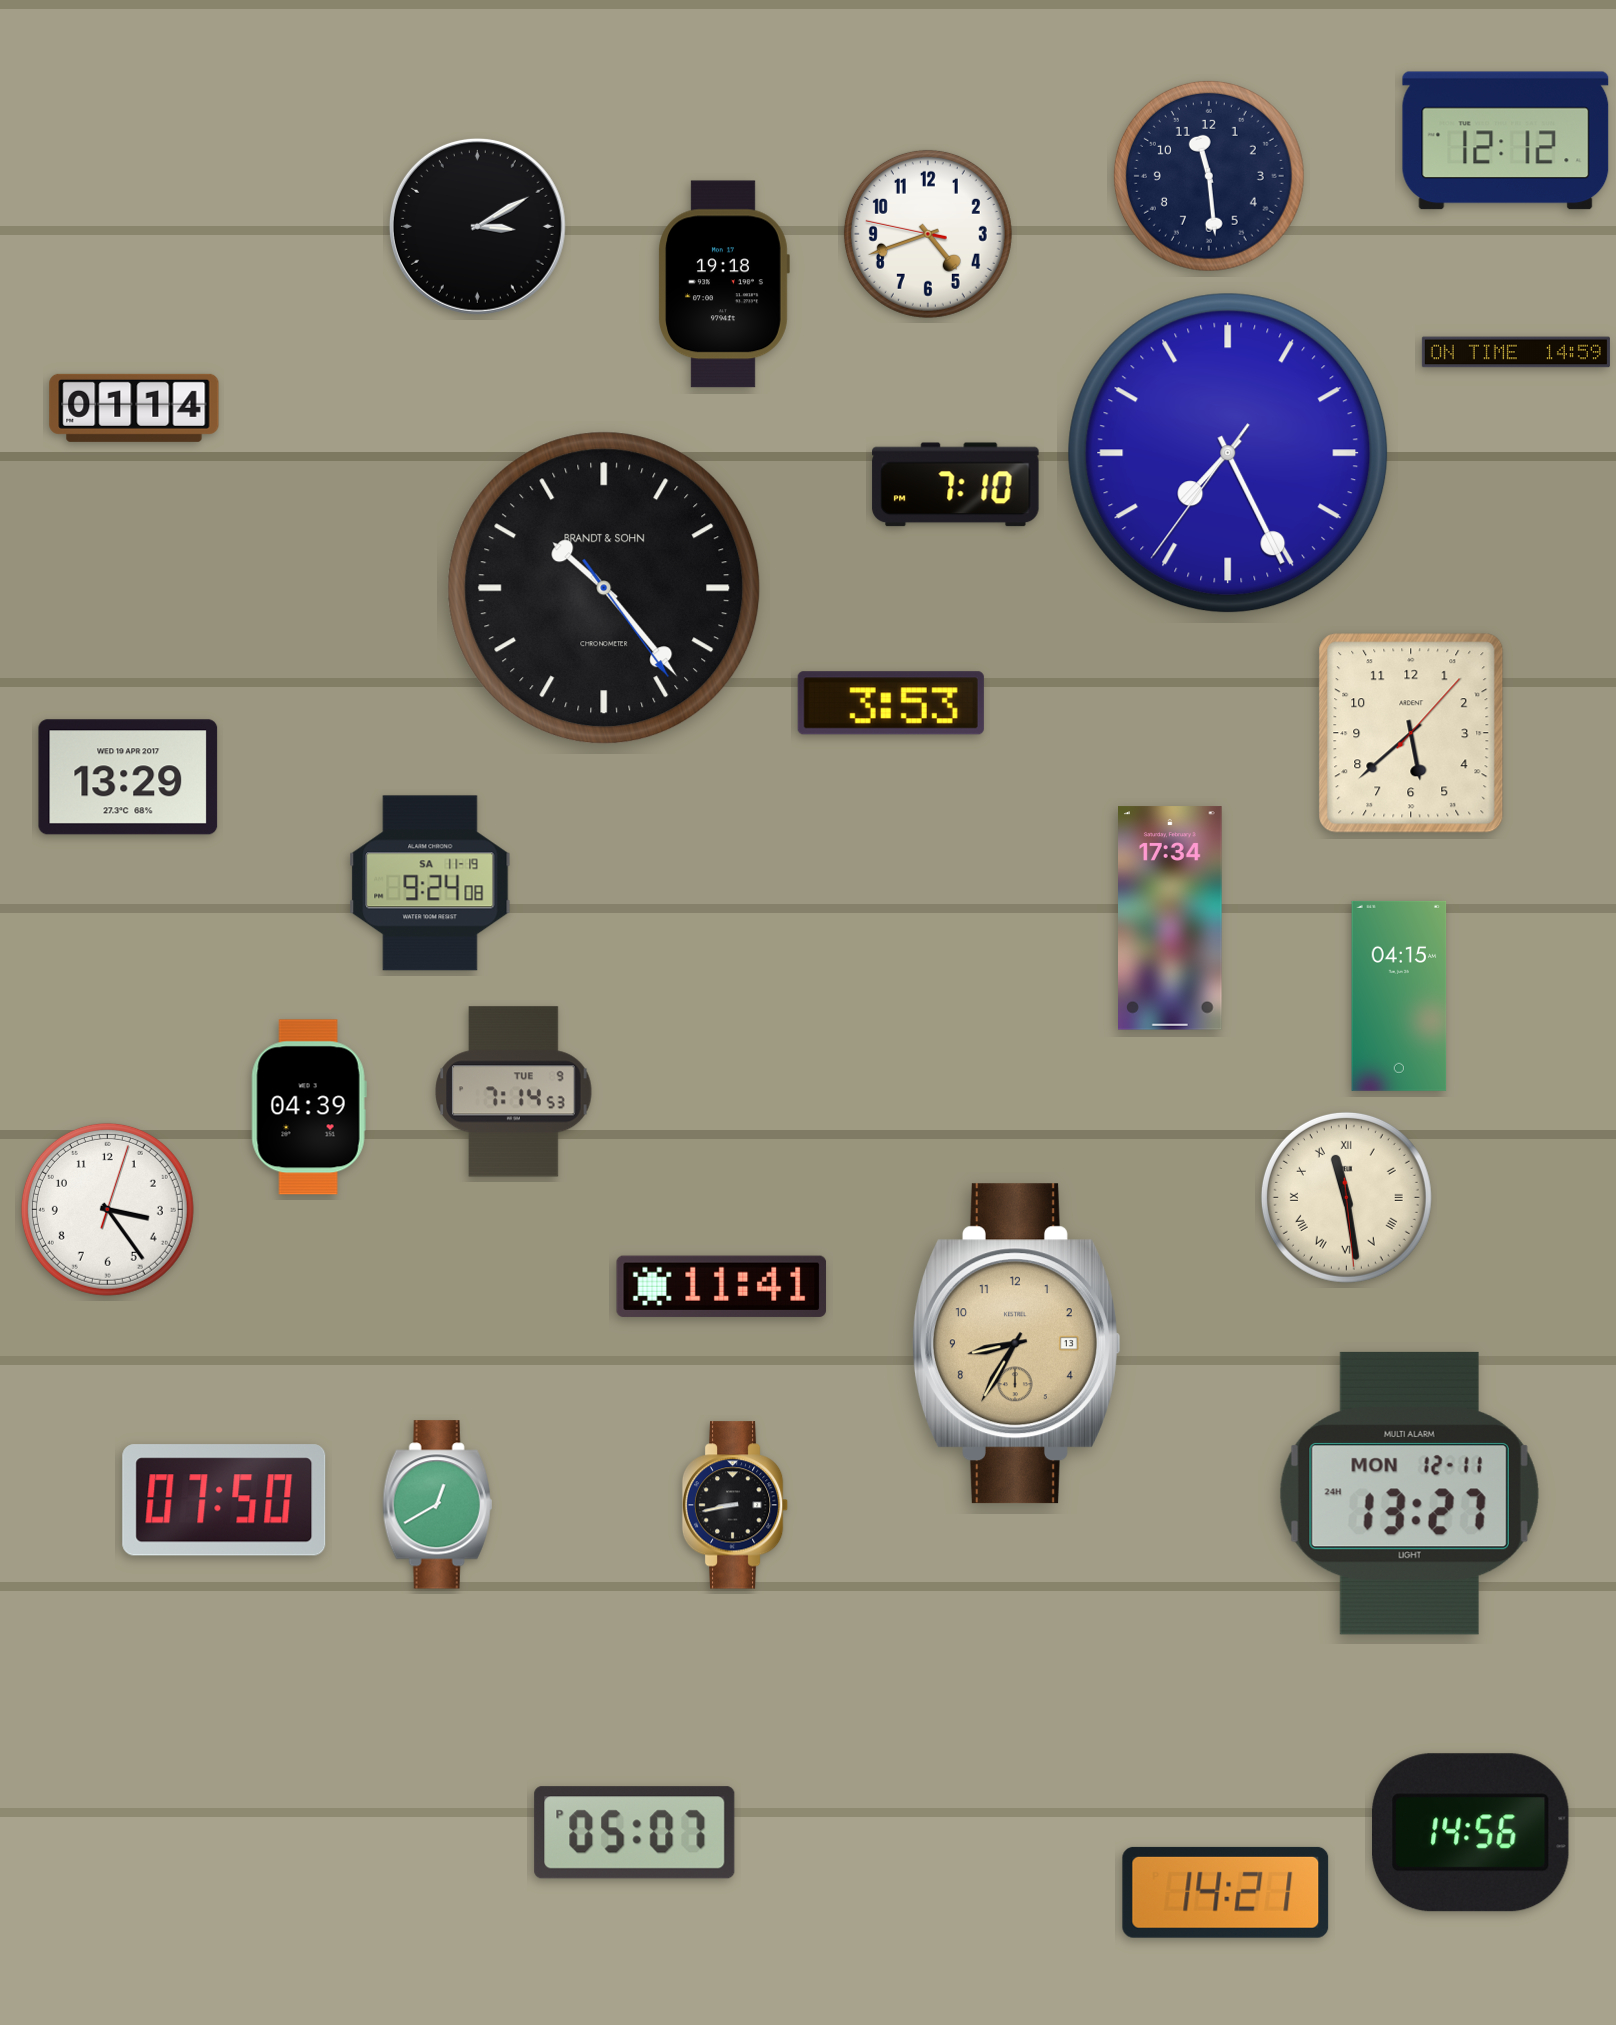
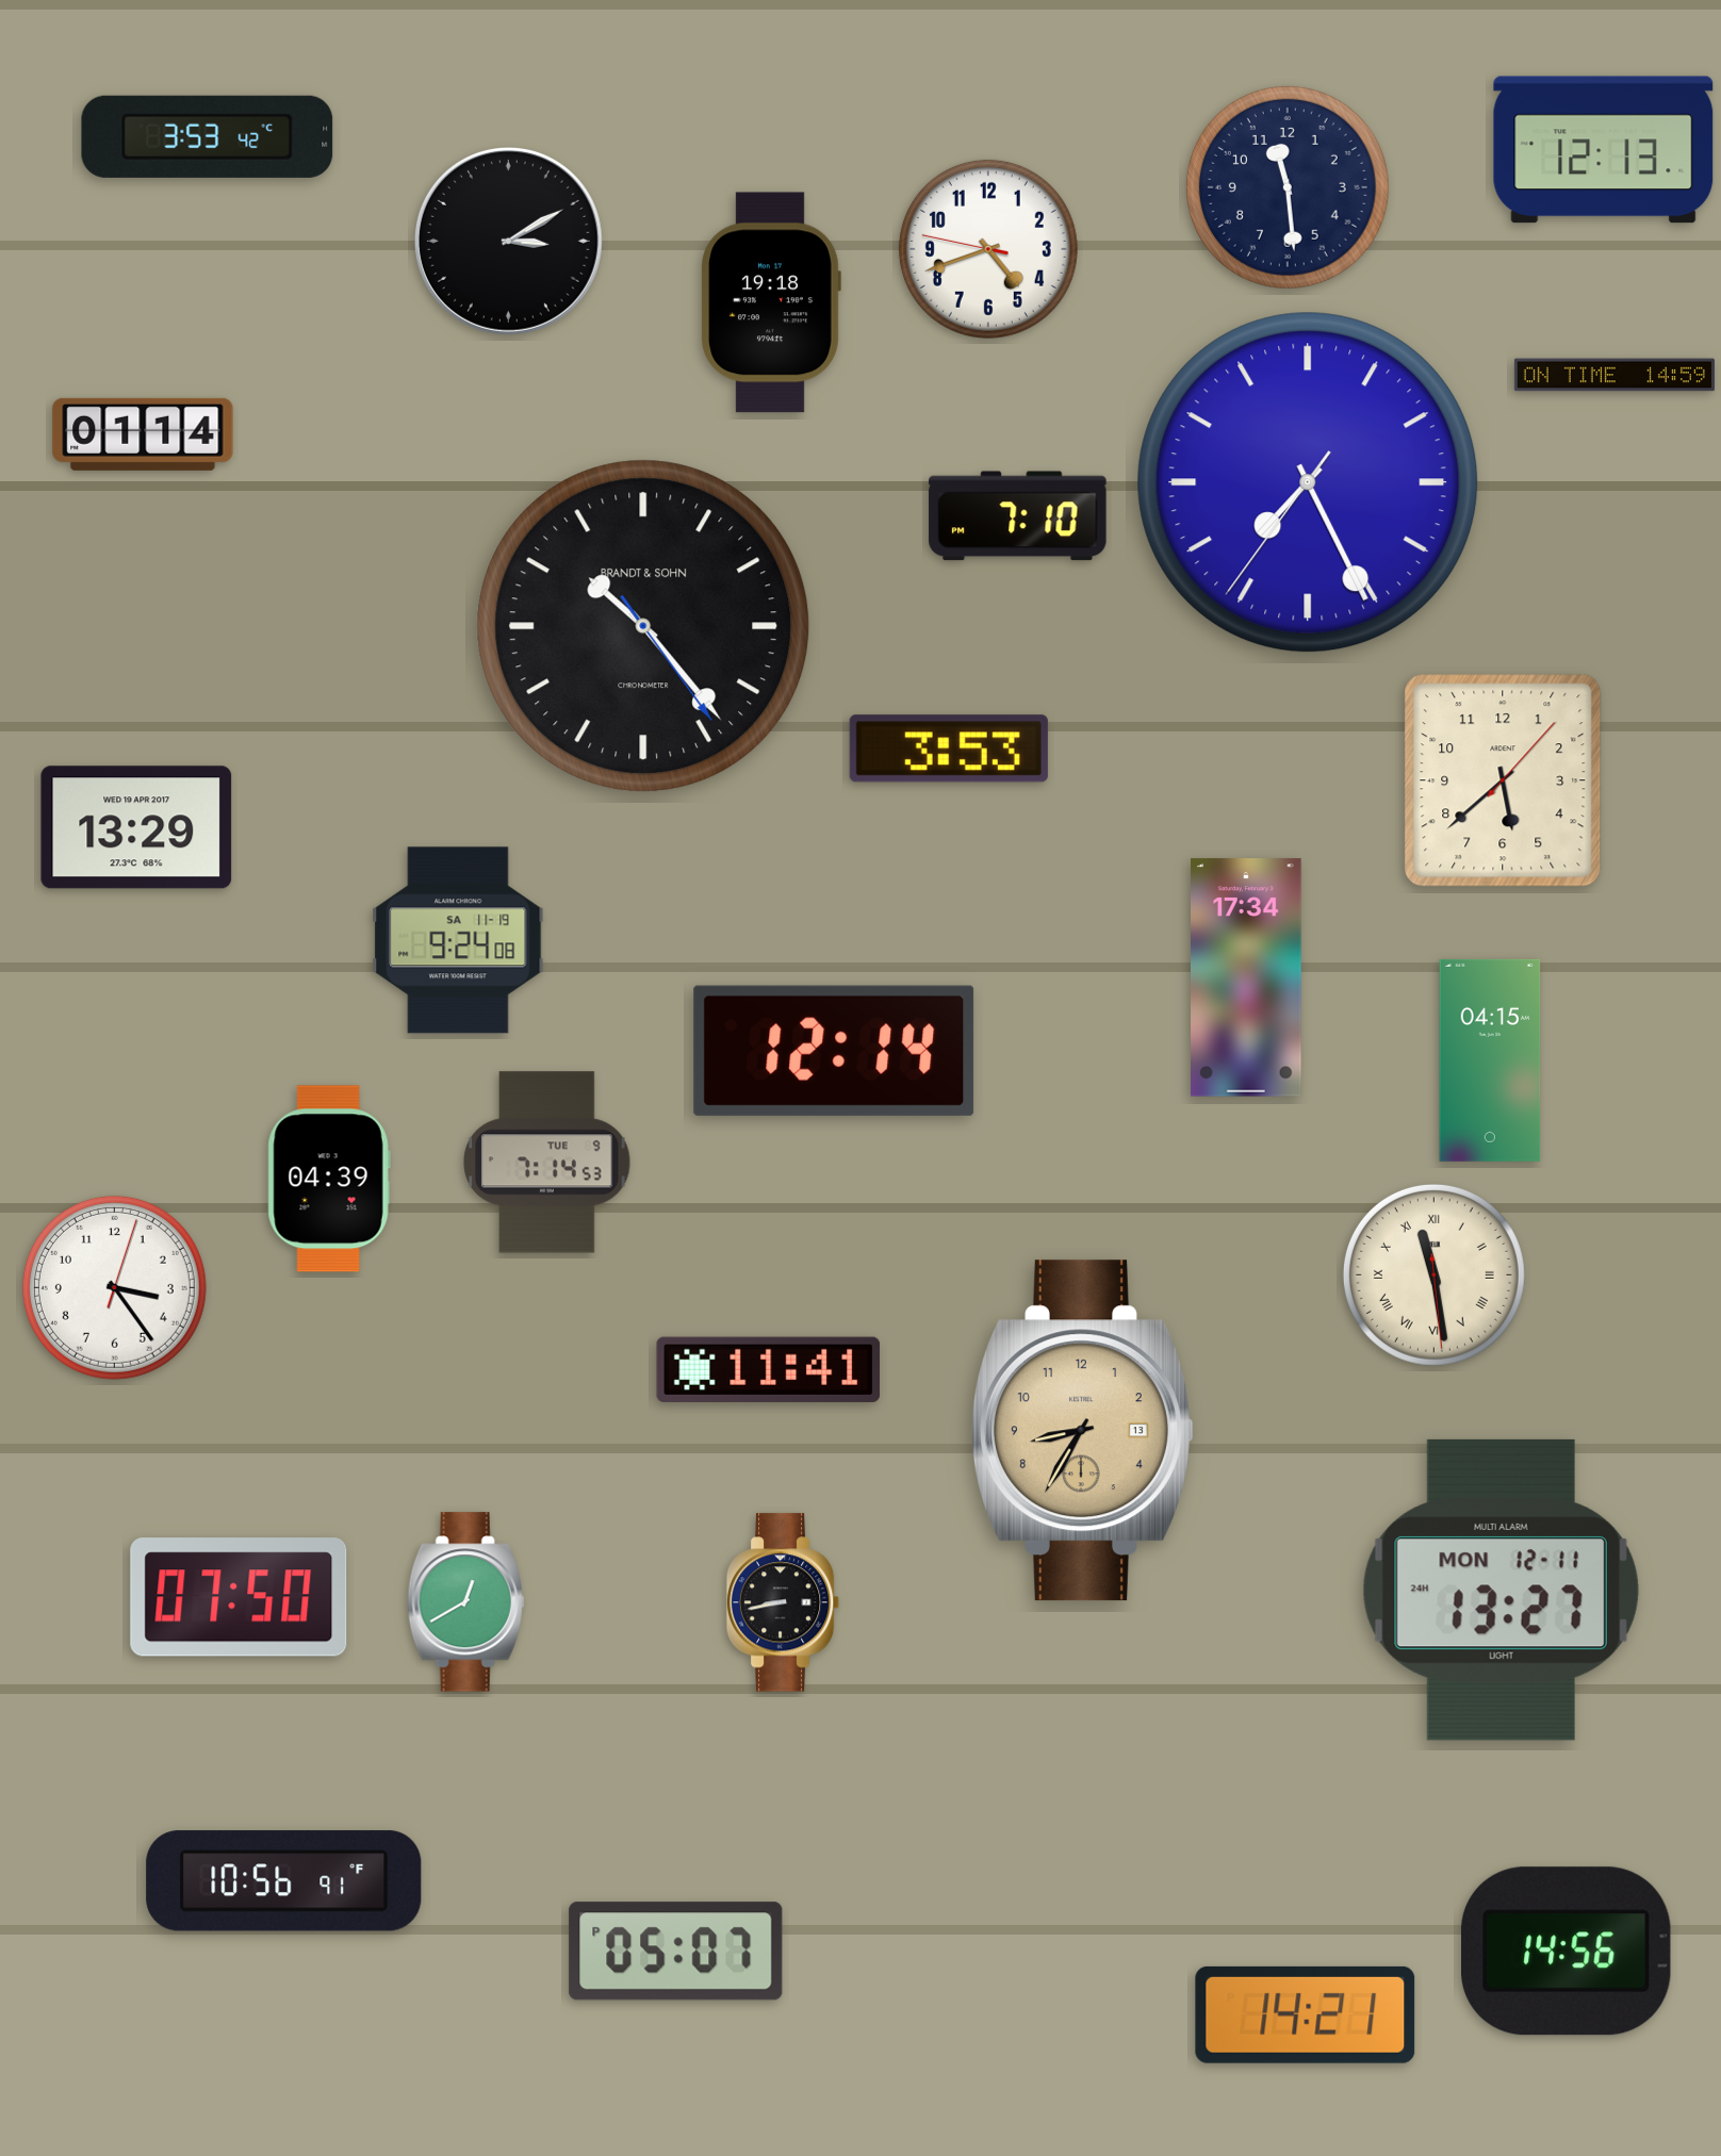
clock at (208, 136): none -> 3:53
clock at (1506, 141): 12:12 -> 12:13
clock at (834, 1051): none -> 12:14
clock at (284, 1881): none -> 10:56
